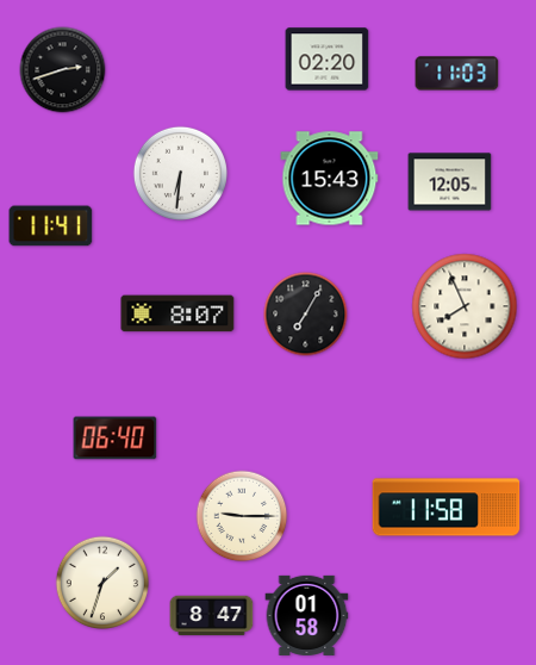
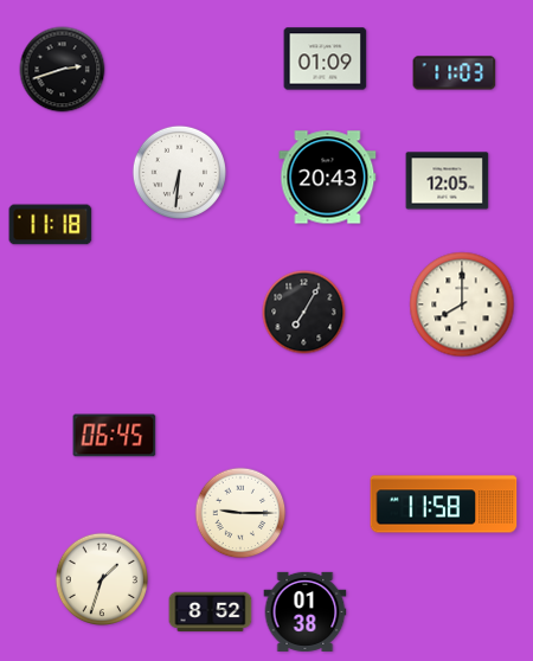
clock at (328, 60): 02:20 -> 01:09
clock at (330, 179): 15:43 -> 20:43
clock at (51, 226): 11:41 -> 11:18
clock at (465, 306): 7:56 -> 8:00
clock at (177, 313): 8:07 -> none
clock at (116, 439): 06:40 -> 06:45
clock at (307, 615): 01:58 -> 01:38
clock at (212, 616): 8:47 -> 8:52
